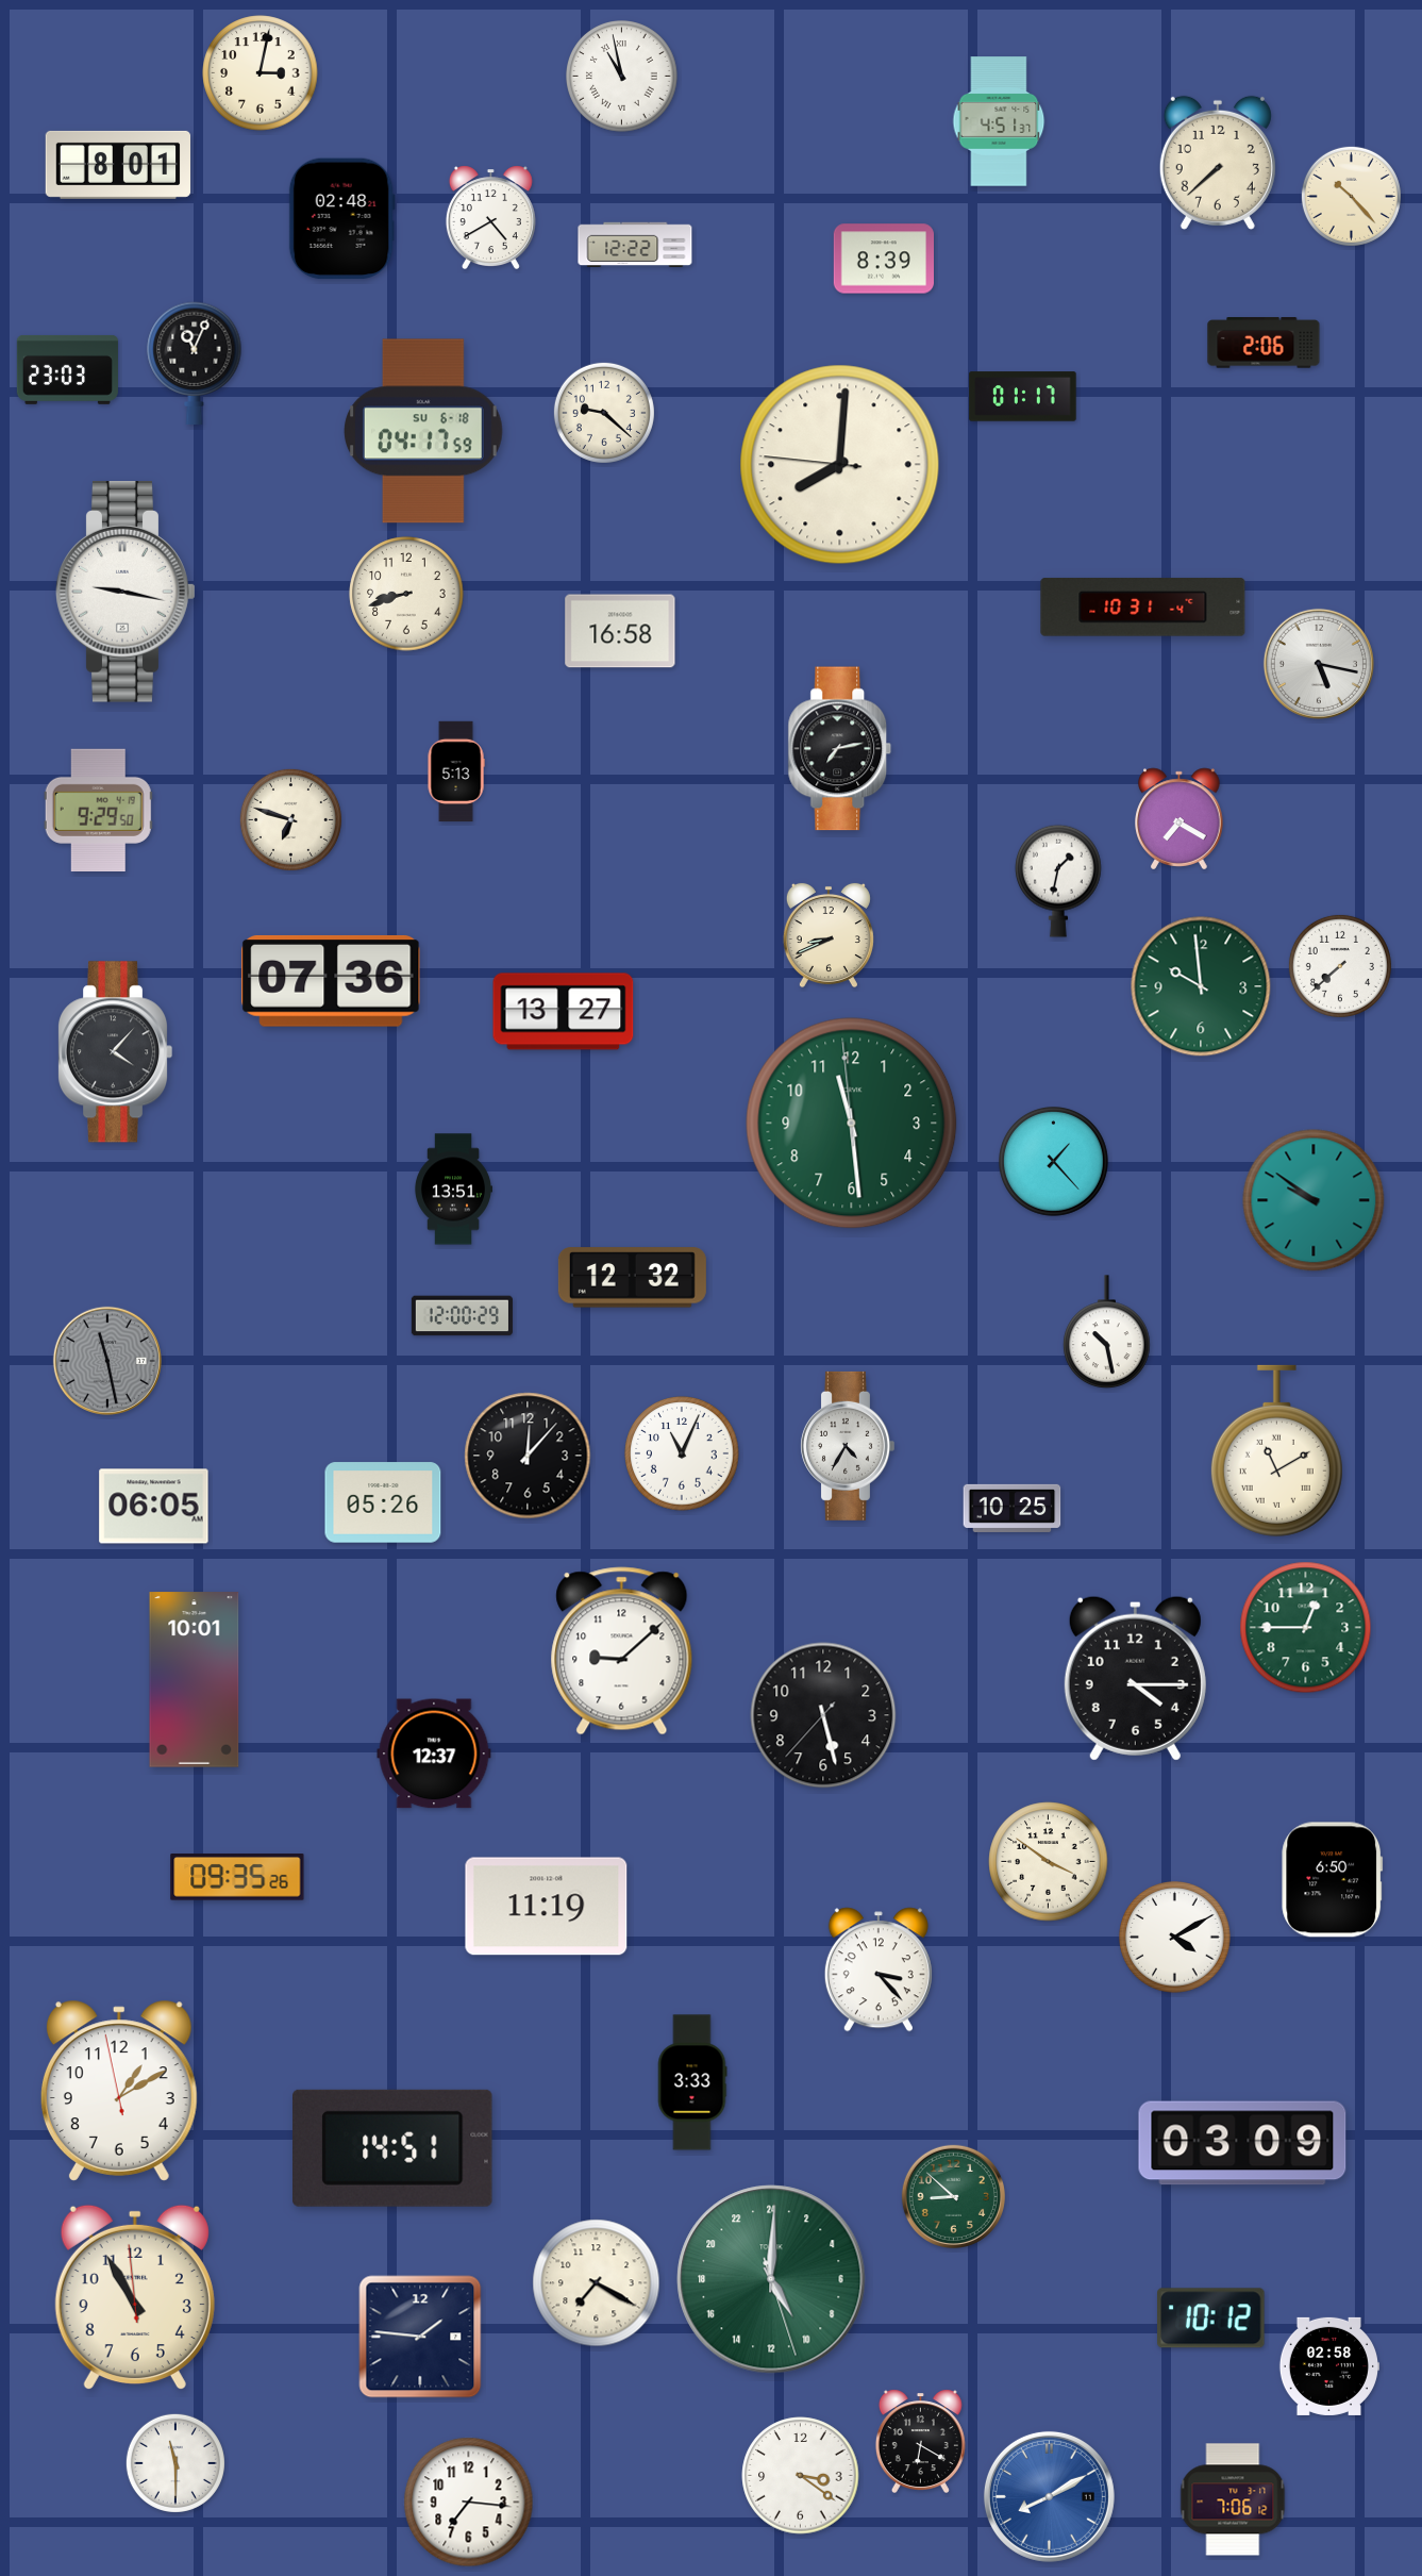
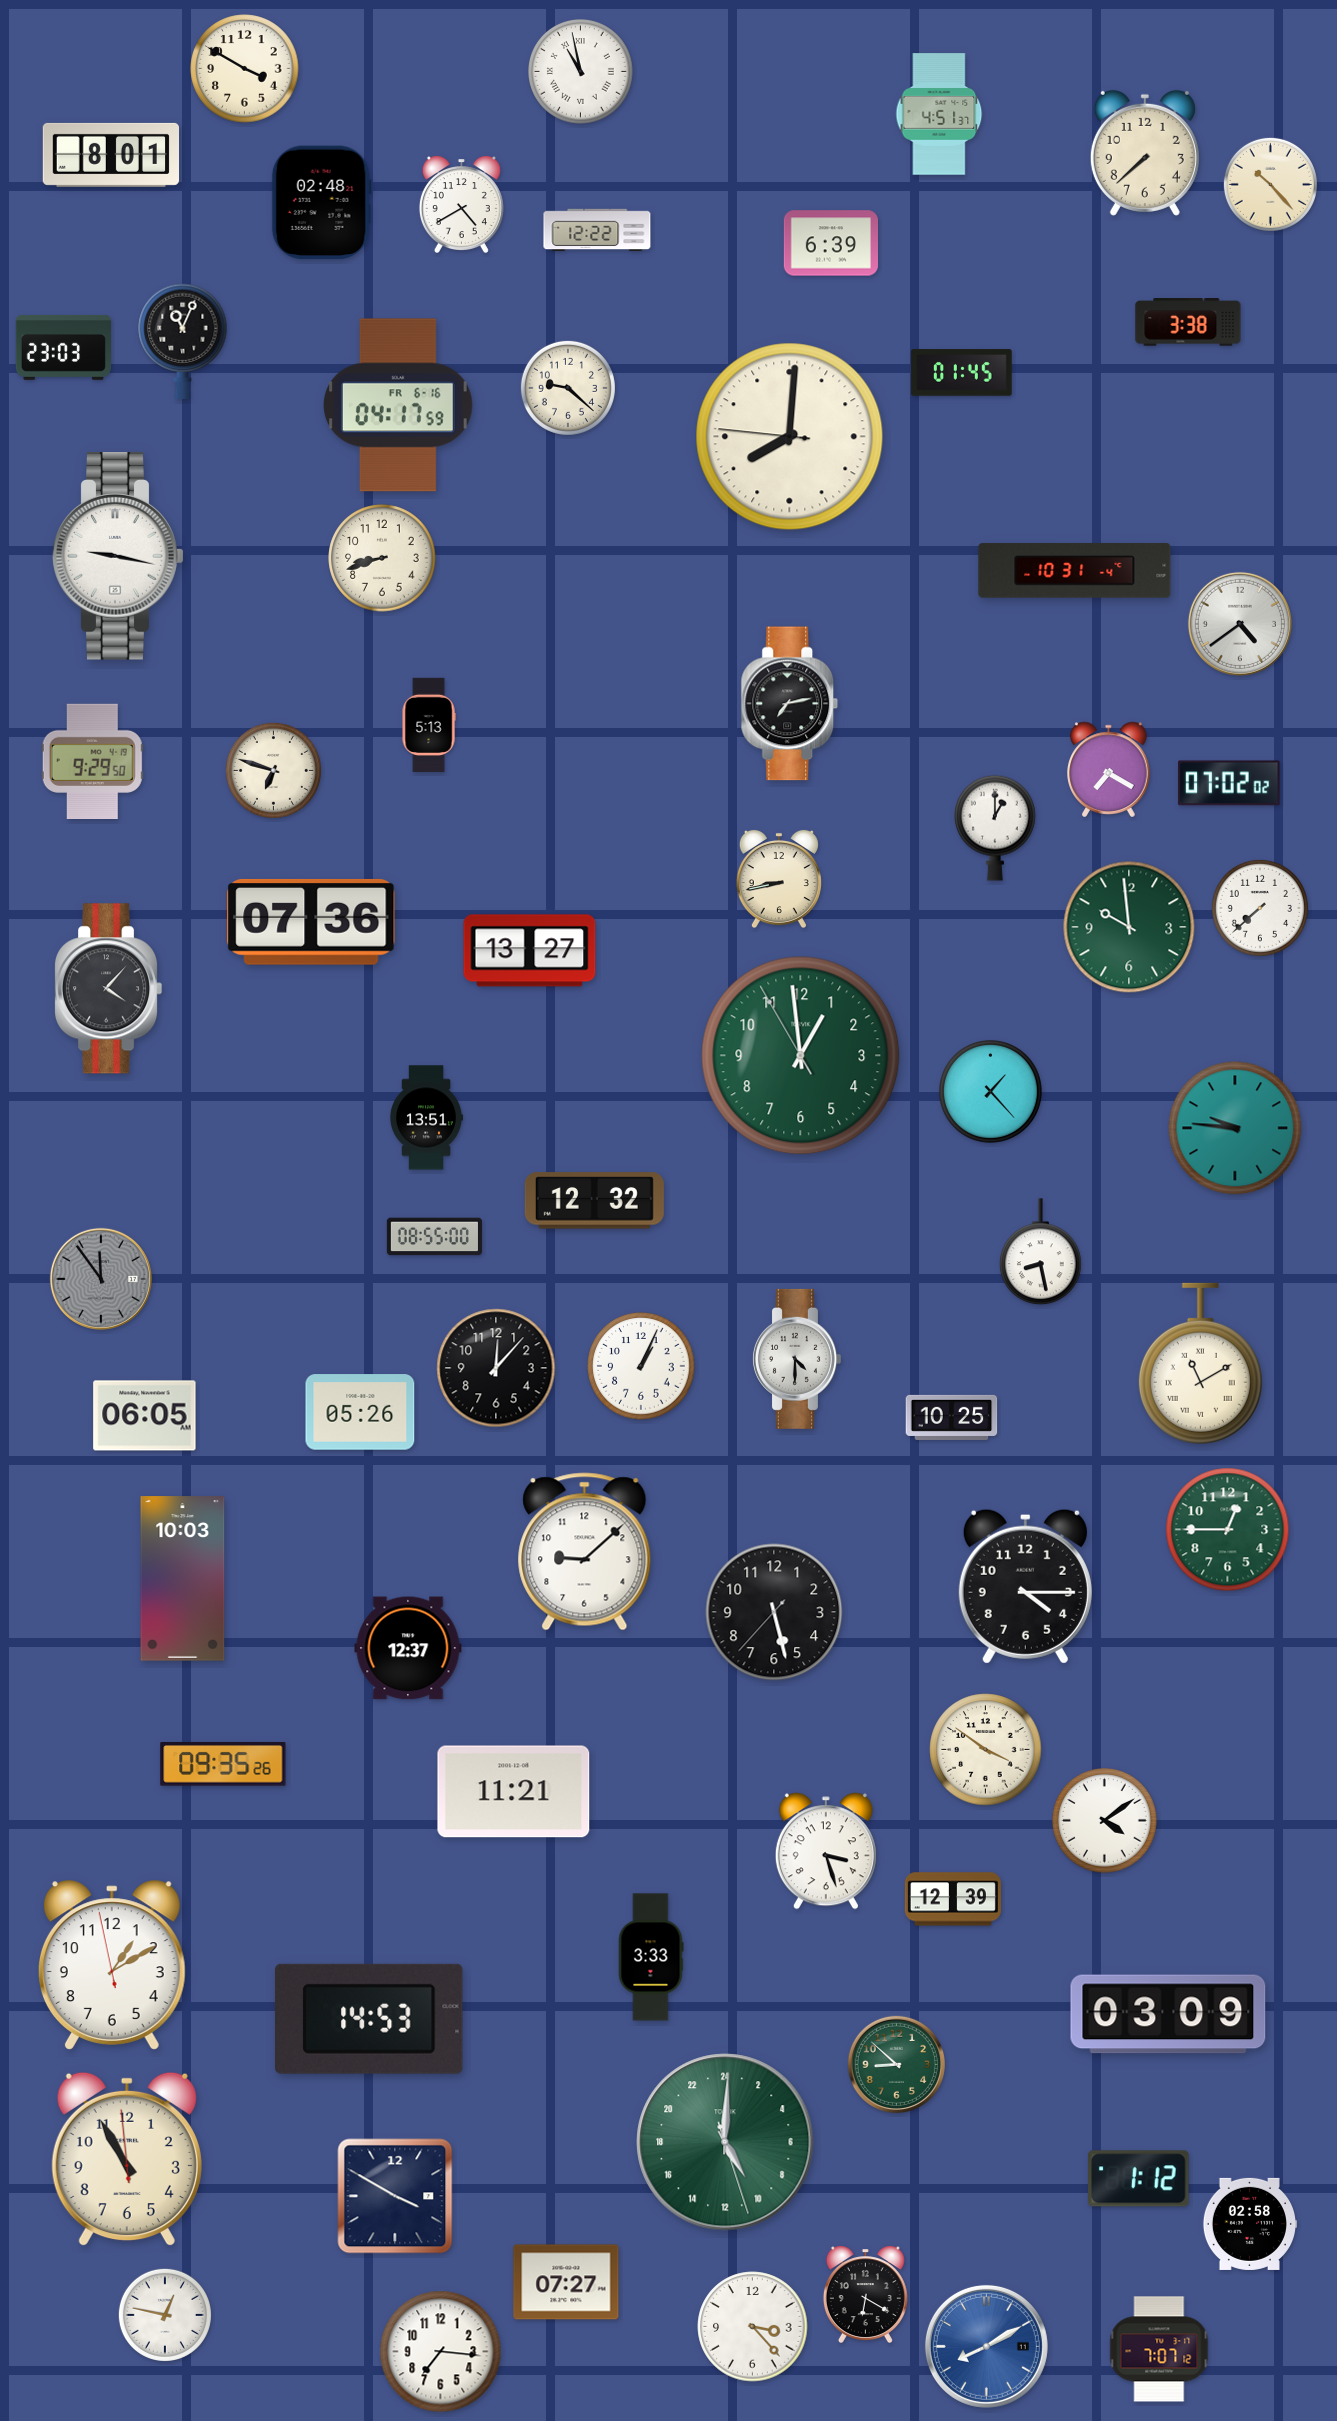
clock at (261, 73): 3:02 -> 3:50
clock at (622, 77) position: (622, 77) -> (581, 72)
clock at (341, 219) position: (341, 219) -> (321, 203)
clock at (883, 259): 8:39 -> 6:39
clock at (1264, 343): 2:06 -> 3:38
clock at (1023, 397): 01:17 -> 01:45
clock at (424, 431) date: SU 6-18 -> FR 6-16
clock at (620, 631): 16:58 -> none
clock at (1319, 664): 5:17 -> 4:39
clock at (1229, 783): none -> 07:02
clock at (1059, 881): 1:32 -> 1:00
clock at (829, 935): 8:41 -> 8:43
clock at (852, 1124): 11:28 -> 12:58
clock at (1314, 1200): 9:51 -> 9:46
clock at (462, 1316): 12:00 -> 08:55
clock at (1107, 1332): 10:28 -> 8:28
clock at (107, 1361): 11:28 -> 11:54
clock at (847, 1446): 4:35 -> 4:30
clock at (682, 1453): 11:04 -> 1:04
clock at (1135, 1678) position: (1135, 1678) -> (1025, 1586)
clock at (195, 1680): 10:01 -> 10:03
clock at (1333, 1880): 6:50 -> none
clock at (547, 1907): 11:19 -> 11:21
clock at (1175, 1938): 4:10 -> 4:09
clock at (879, 1970): 3:23 -> 3:27
clock at (953, 1899): none -> 12:39
clock at (394, 2148): 14:51 -> 14:53
clock at (597, 2283): 7:20 -> none
clock at (1211, 2319): 10:12 -> 1:12
clock at (420, 2337): 1:46 -> 3:50
clock at (566, 2282): none -> 07:27
clock at (175, 2463): 11:30 -> 12:47
clock at (801, 2476): 3:21 -> 3:23
clock at (1233, 2499): 7:06 -> 7:07
